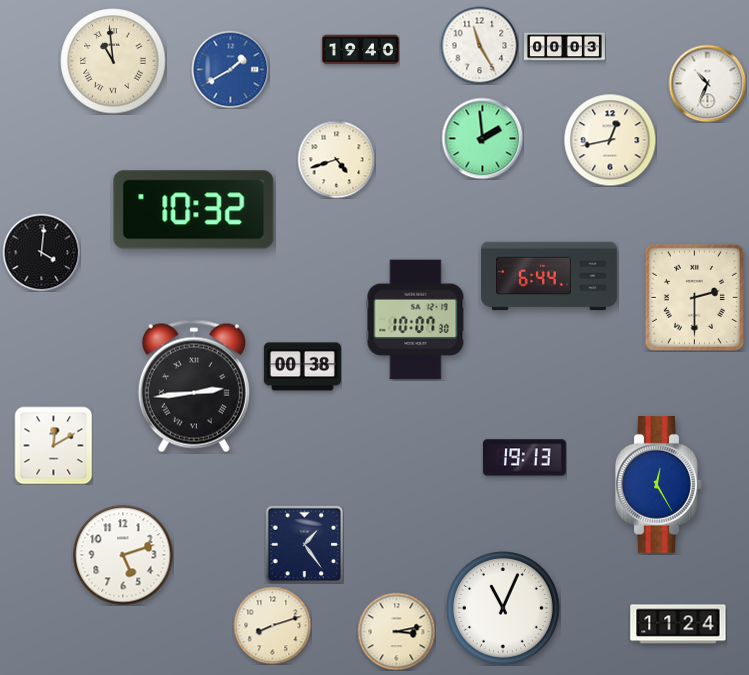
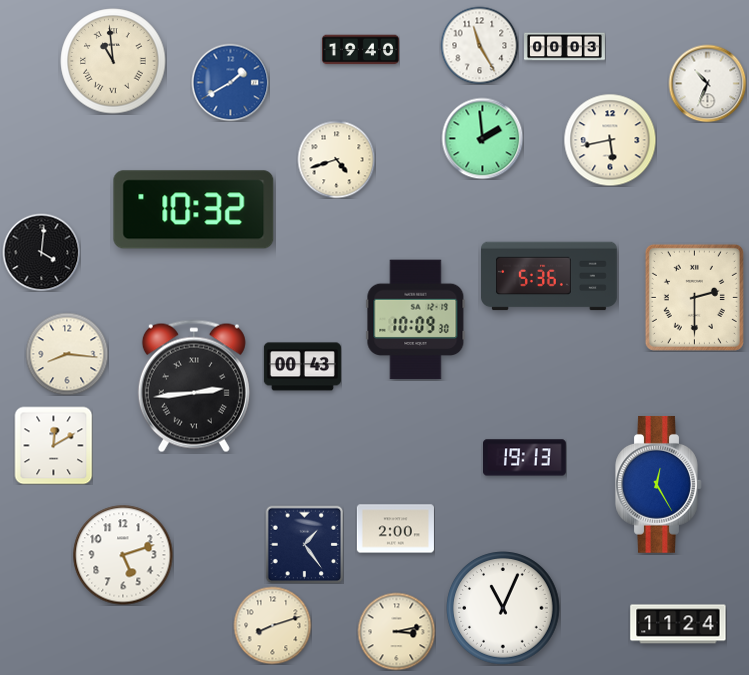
clock at (230, 69) position: (230, 69) -> (230, 82)
clock at (610, 140): 12:43 -> 5:43
clock at (550, 276): 6:44 -> 5:36
clock at (416, 320): 10:07 -> 10:09
clock at (67, 354): none -> 8:16
clock at (302, 367): 00:38 -> 00:43
clock at (395, 529): none -> 2:00
